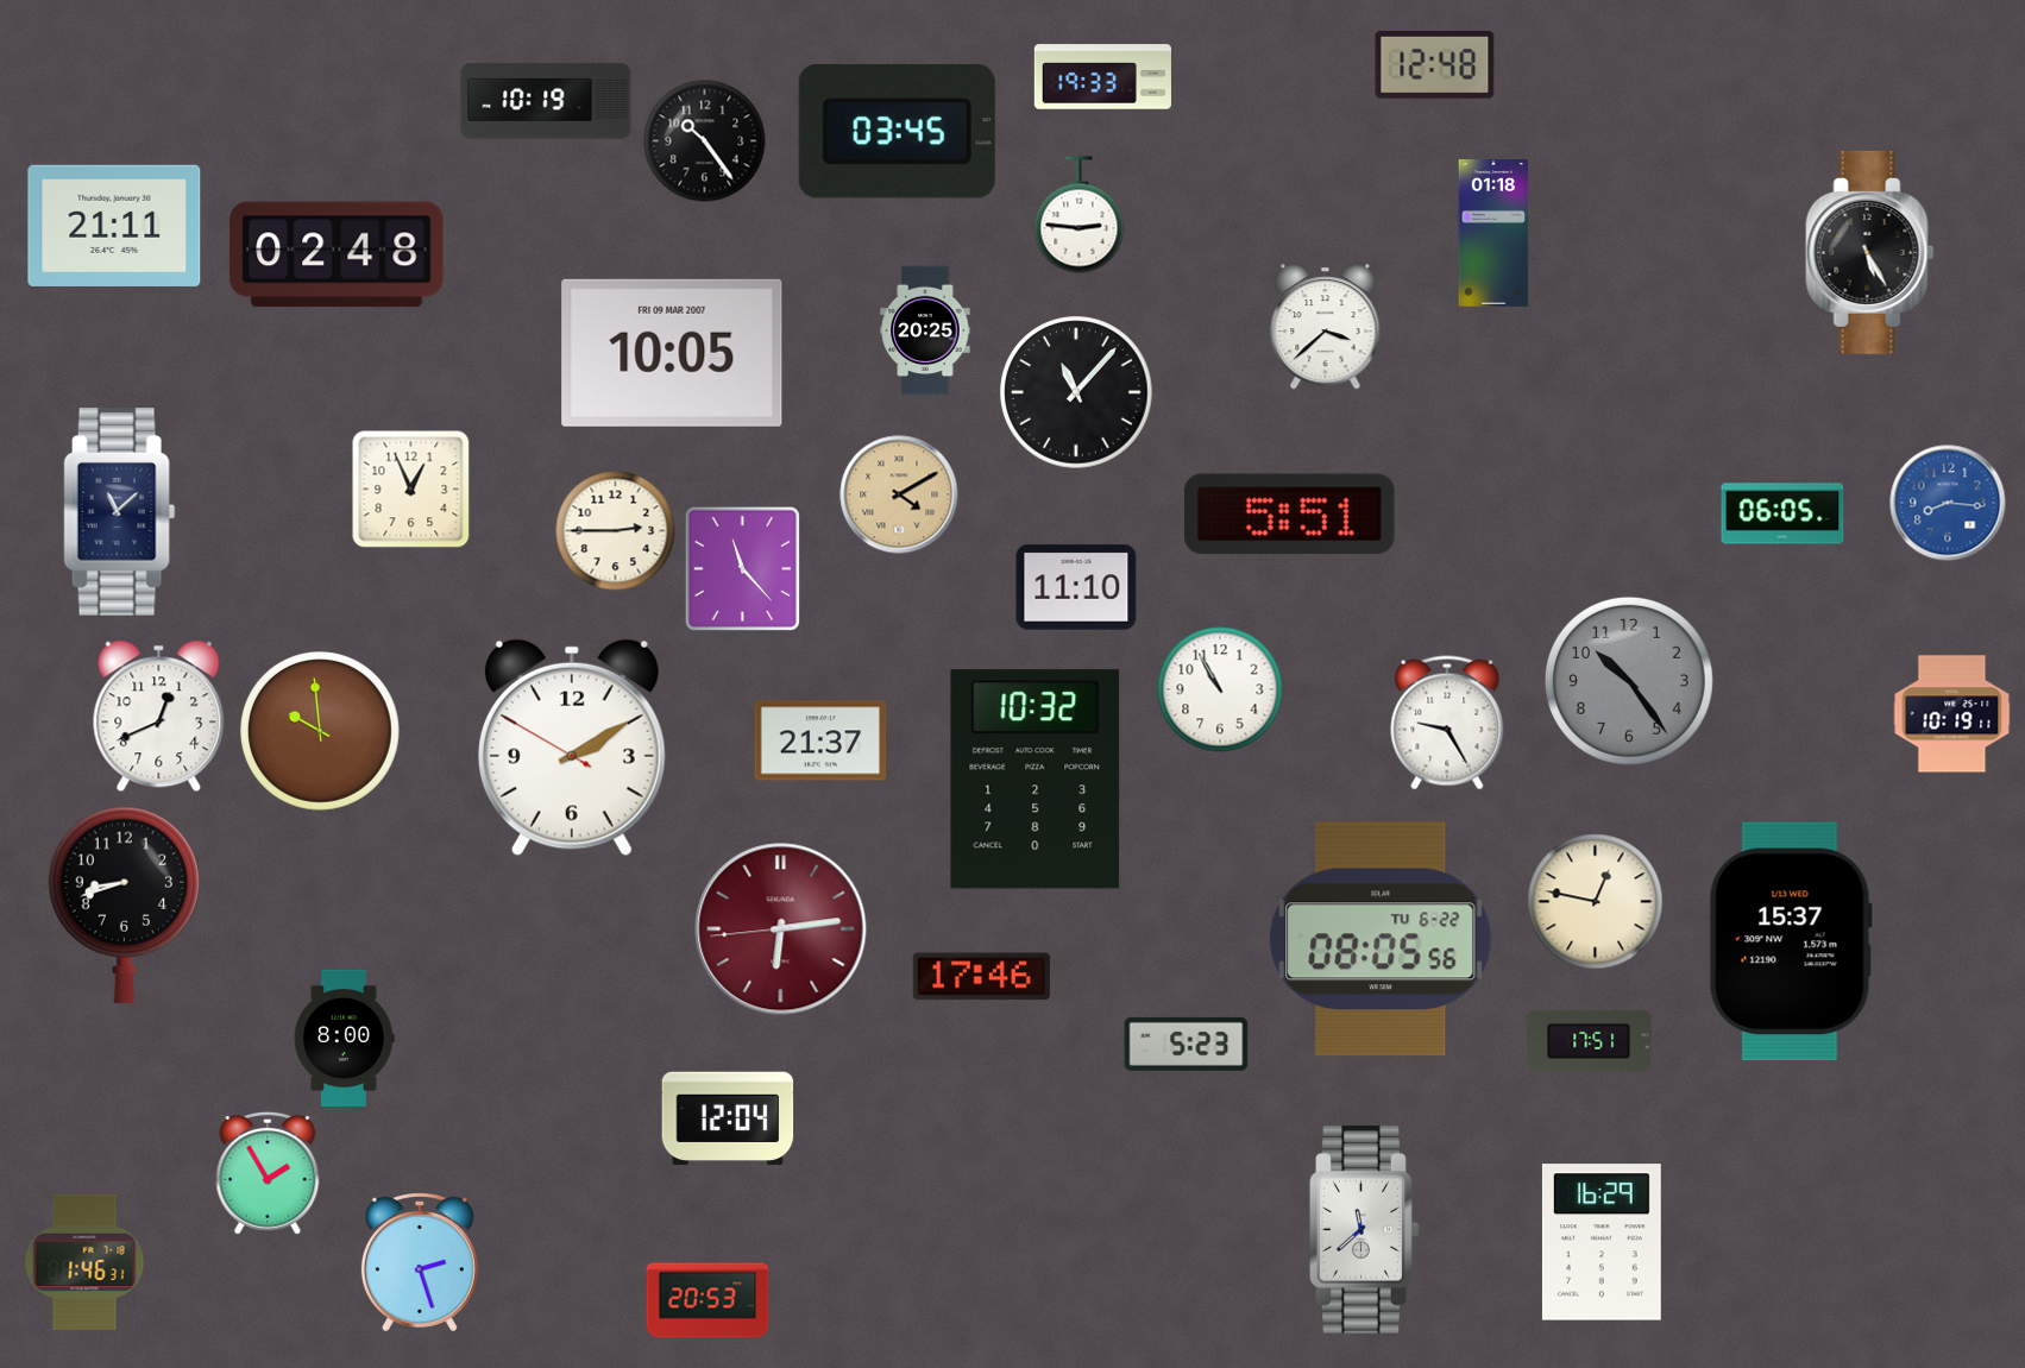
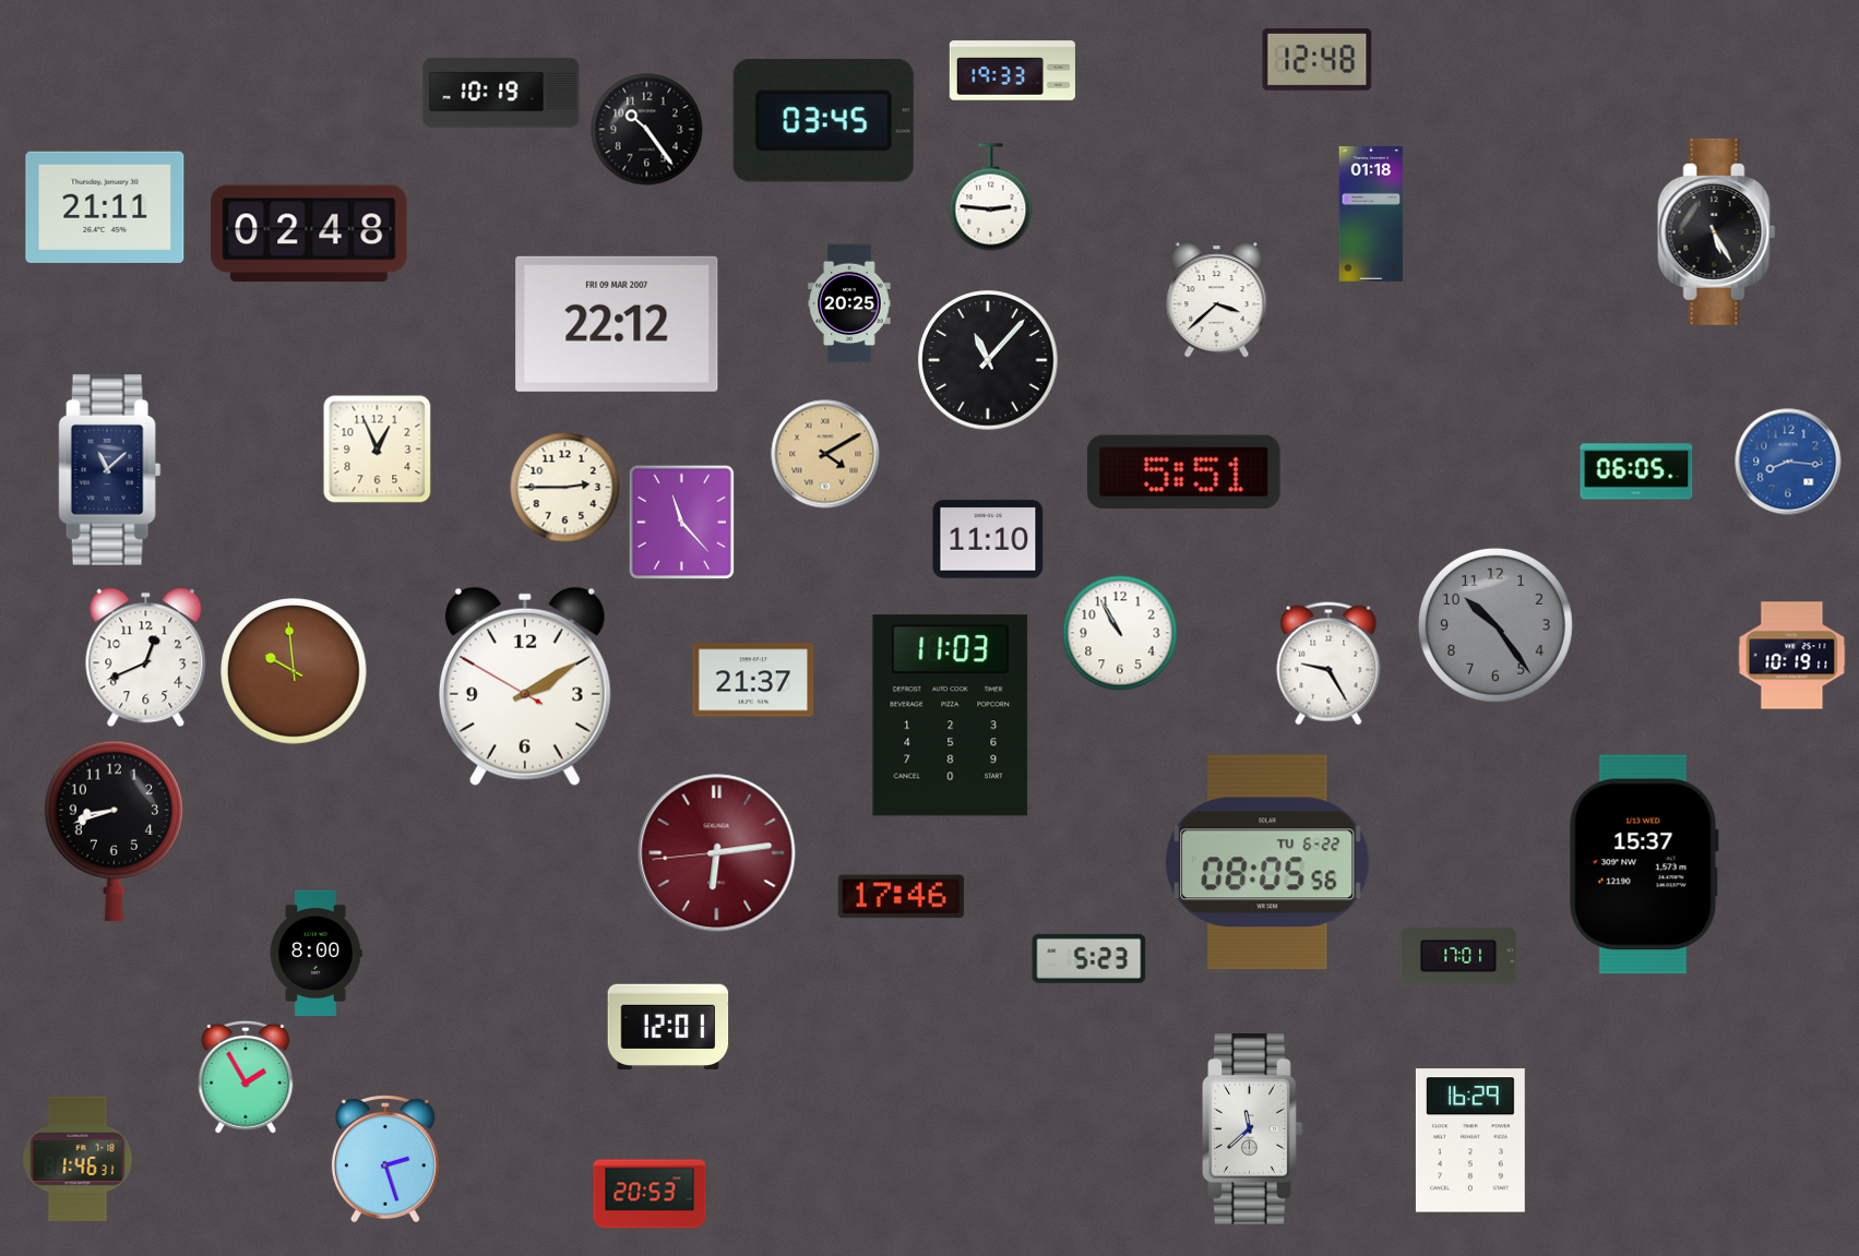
clock at (672, 353): 10:05 -> 22:12
clock at (1036, 780): 10:32 -> 11:03
clock at (1596, 902): 12:47 -> none
clock at (1589, 1041): 17:51 -> 17:01
clock at (728, 1117): 12:04 -> 12:01
